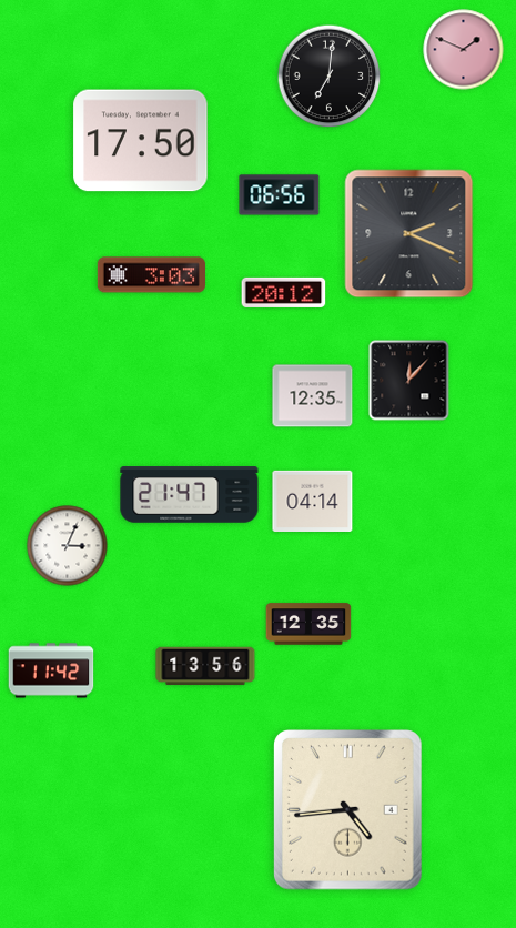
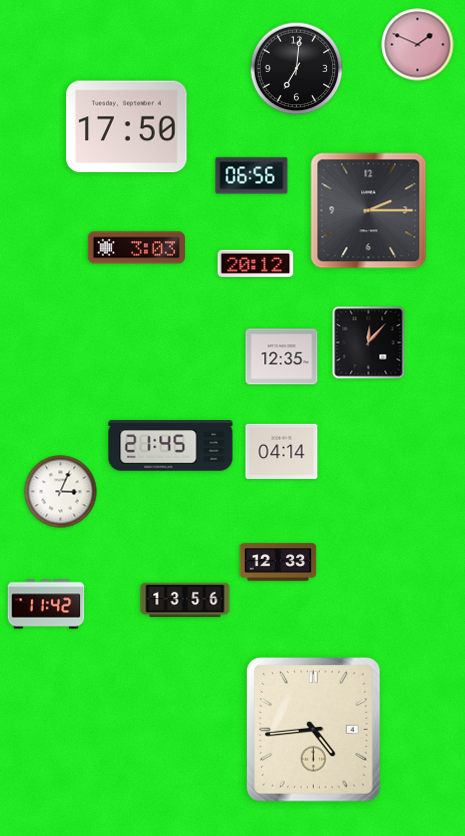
clock at (409, 234): 2:19 -> 2:15
clock at (190, 495): 21:47 -> 21:45
clock at (308, 624): 12:35 -> 12:33
